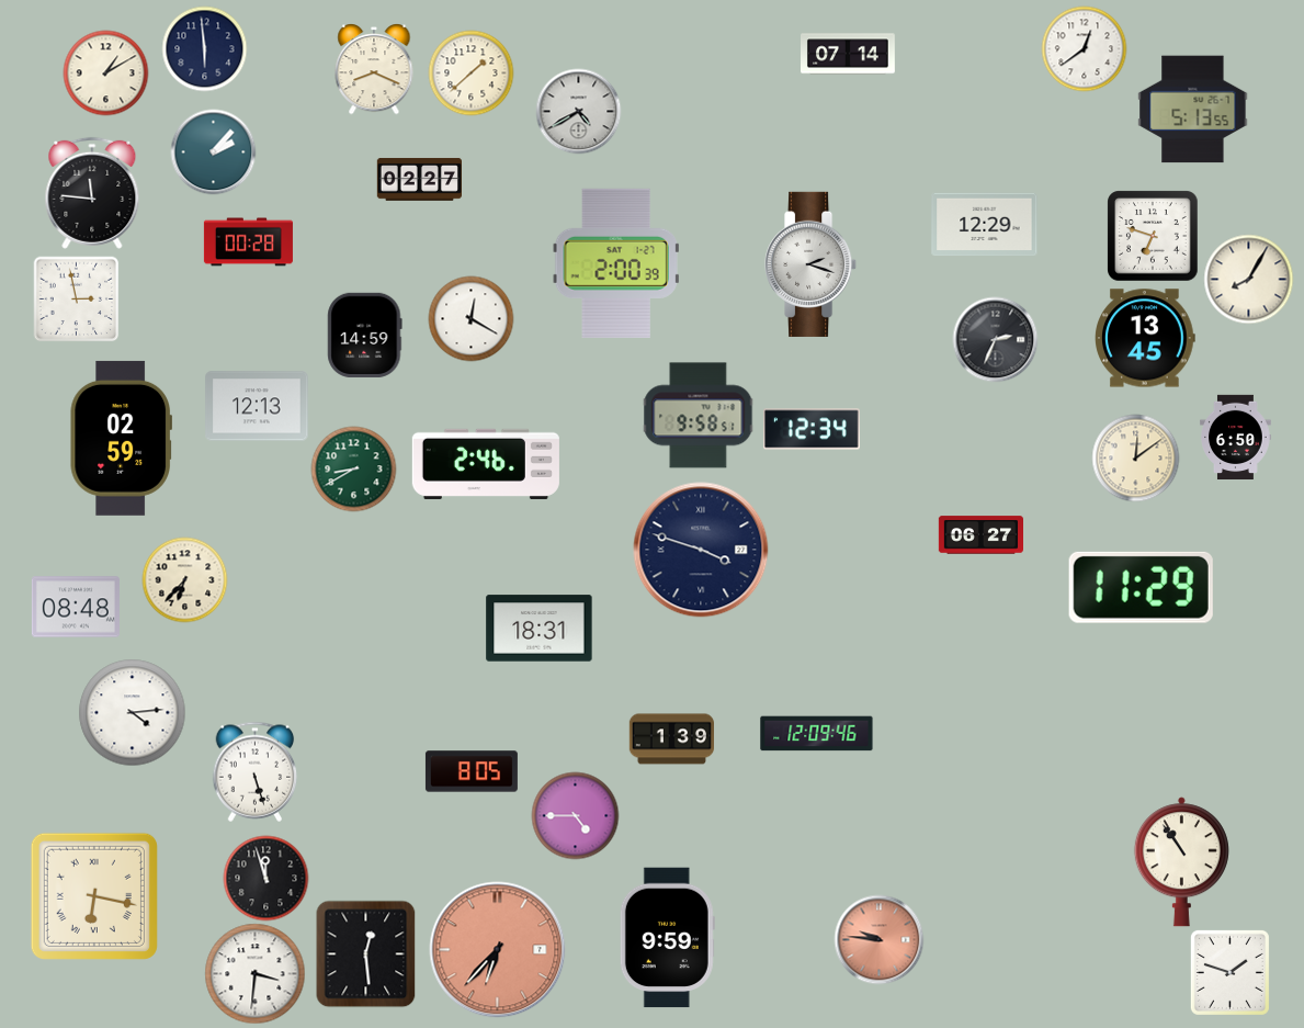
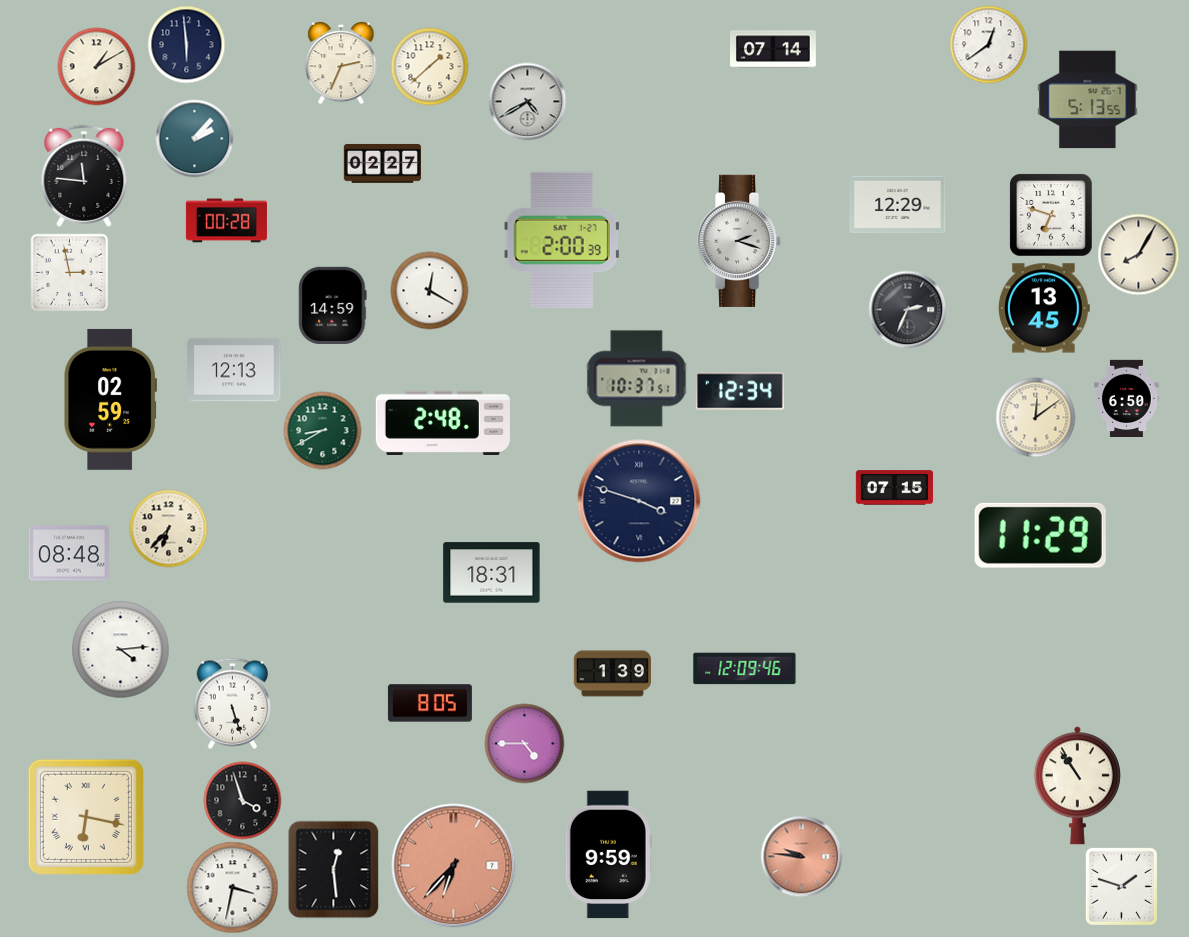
clock at (374, 69): 8:19 -> 2:34
clock at (698, 416): 9:58 -> 10:37
clock at (486, 464): 2:46 -> 2:48
clock at (353, 468) position: (353, 468) -> (322, 430)
clock at (980, 535): 06:27 -> 07:15
clock at (265, 878): 11:57 -> 3:57
clock at (254, 973): 3:31 -> 3:32
